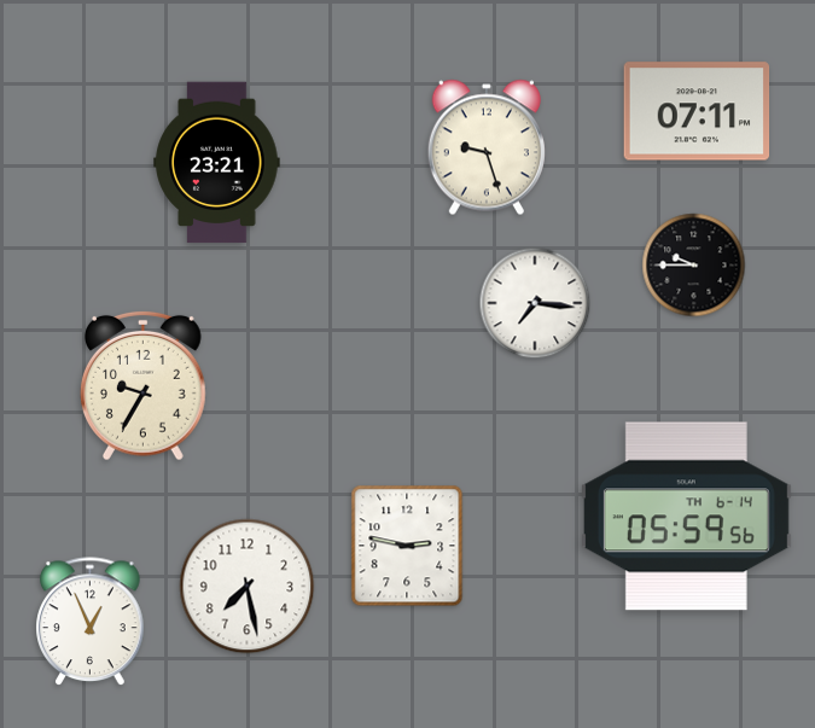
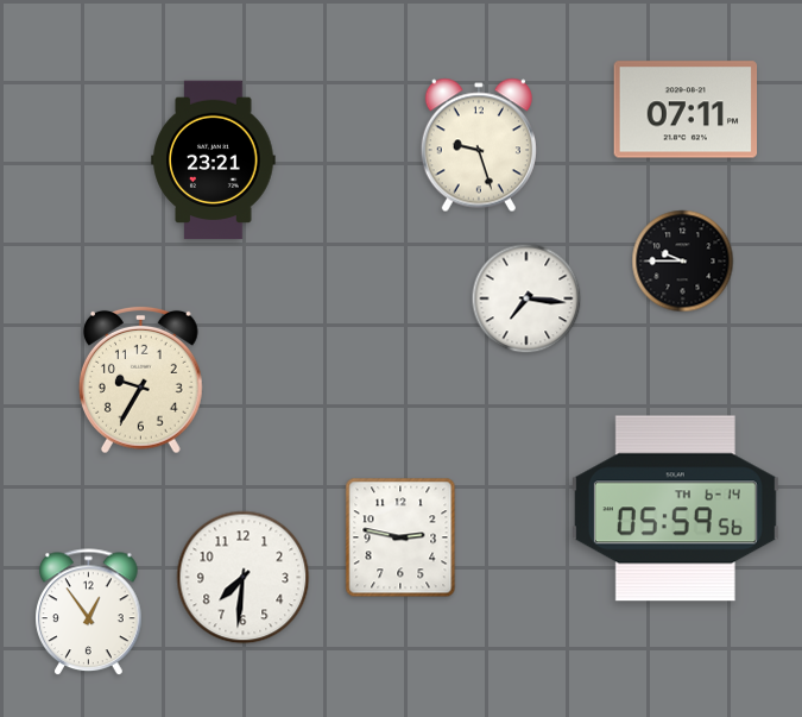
clock at (248, 587): 7:28 -> 7:31
clock at (91, 622): 12:56 -> 12:54
